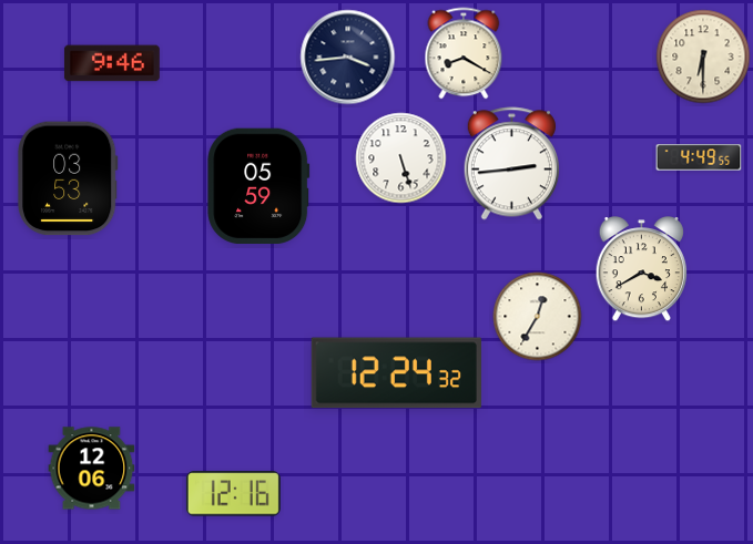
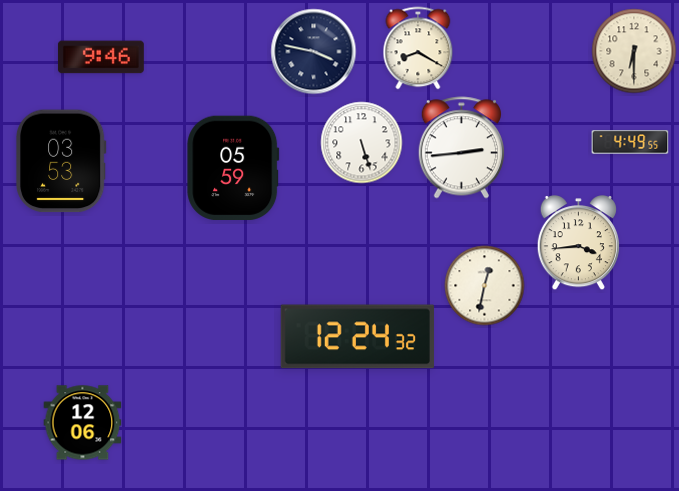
clock at (348, 58): 3:44 -> 3:47
clock at (641, 269): 3:40 -> 3:44
clock at (538, 317): 12:35 -> 12:32
clock at (233, 494): 12:16 -> none
